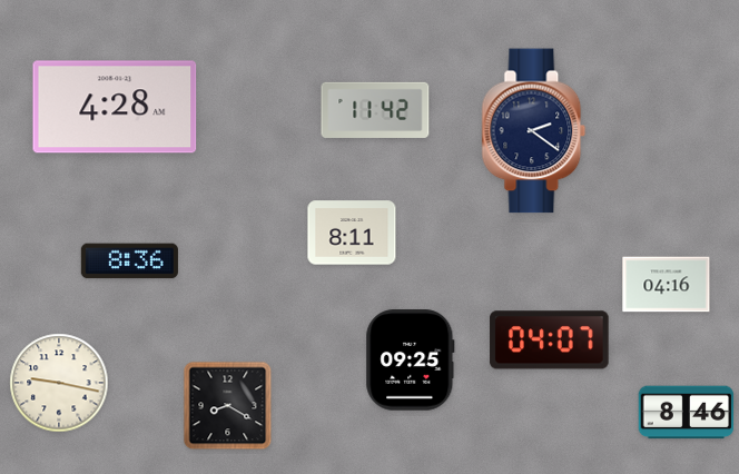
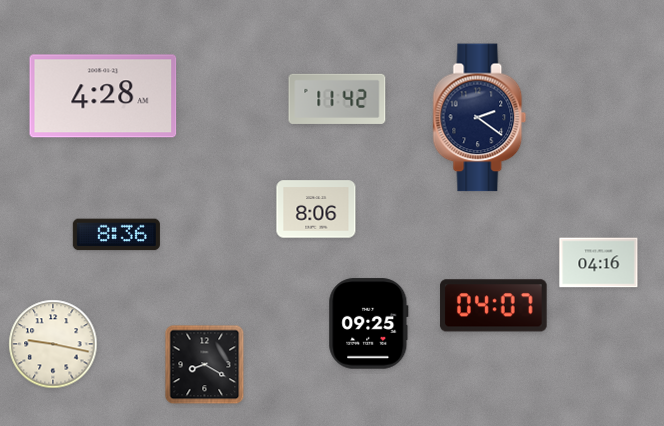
clock at (352, 233): 8:11 -> 8:06
clock at (667, 285) position: (667, 285) -> (599, 263)
clock at (687, 413): 8:46 -> none
